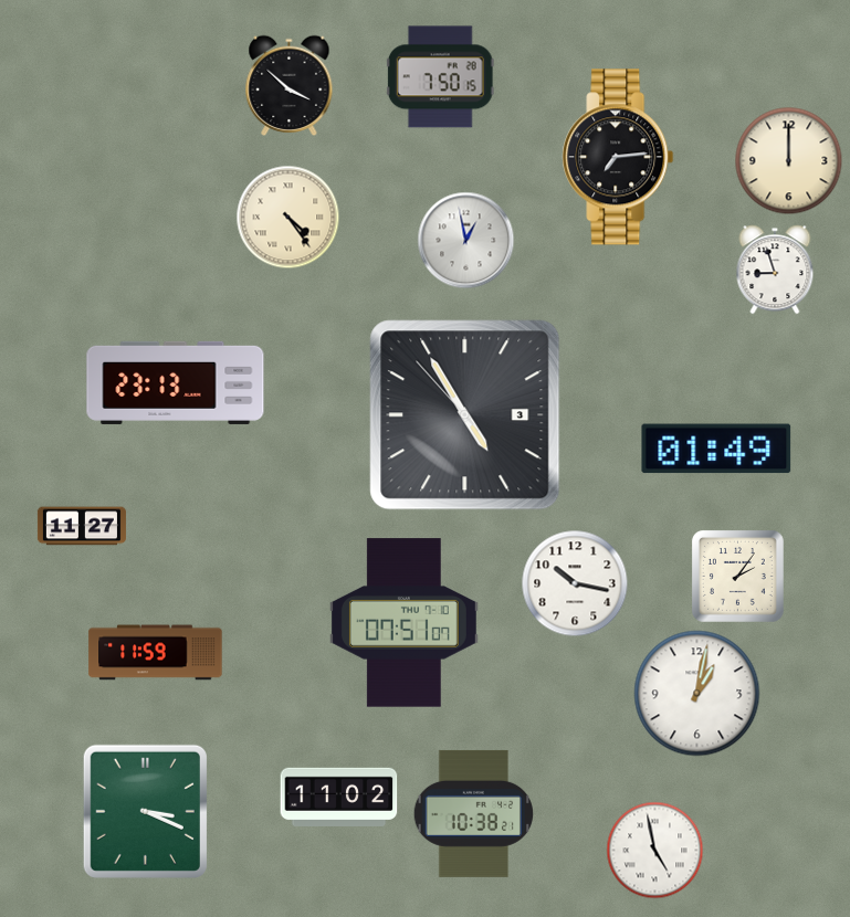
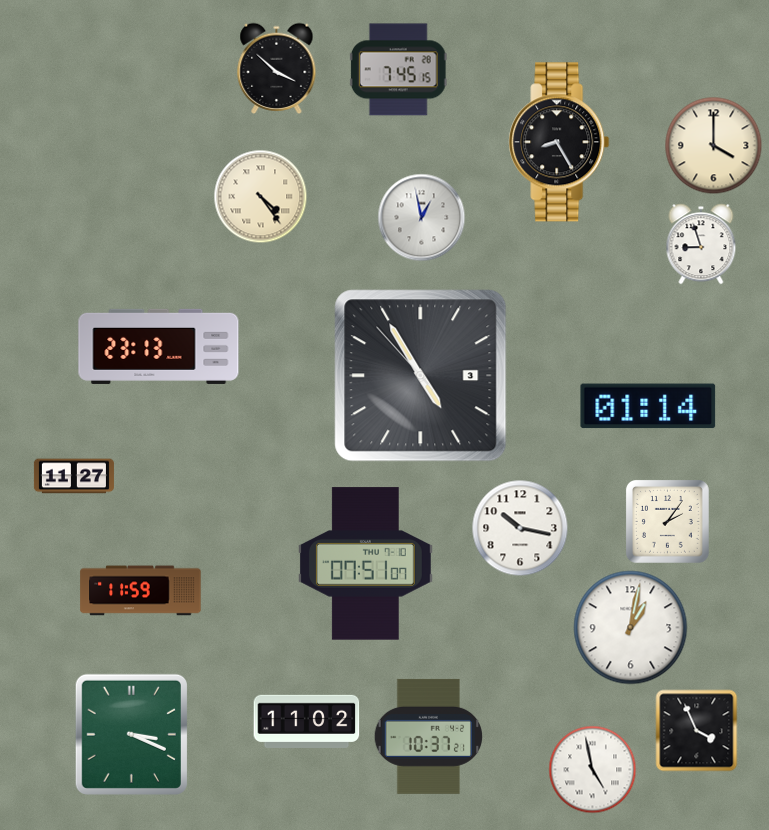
clock at (440, 77): 7:50 -> 7:45
clock at (290, 85) position: (290, 85) -> (277, 68)
clock at (618, 157): 7:14 -> 8:25
clock at (789, 161): 12:00 -> 4:00
clock at (716, 449): 01:49 -> 01:14
clock at (697, 731): none -> 3:56
clock at (473, 813): 10:38 -> 10:37
